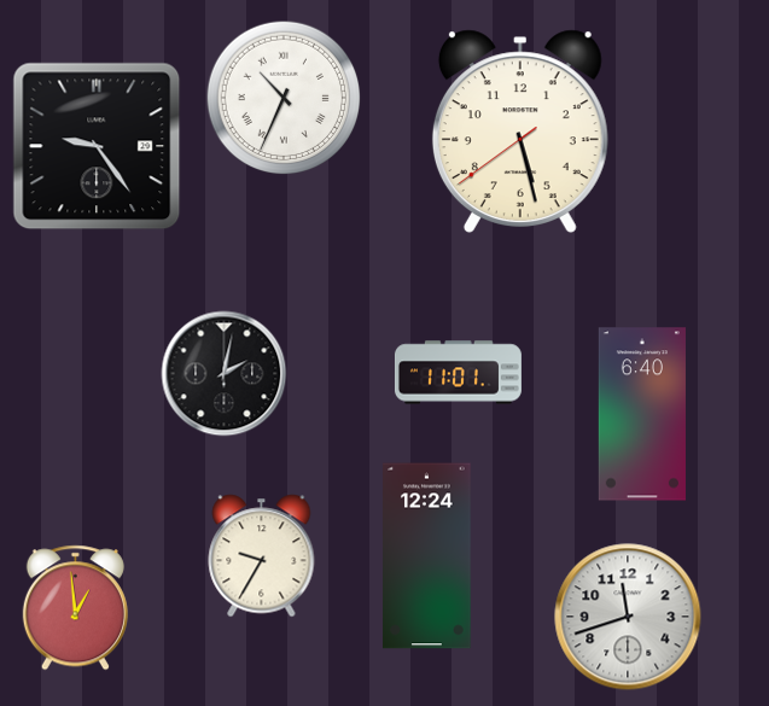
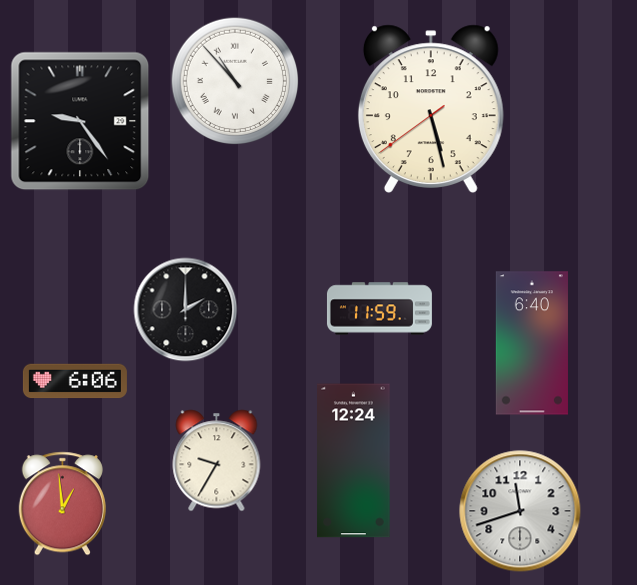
clock at (284, 98): 10:34 -> 10:53
clock at (458, 373): 11:01 -> 11:59
clock at (225, 374): 2:02 -> 2:00
clock at (75, 381): none -> 6:06
